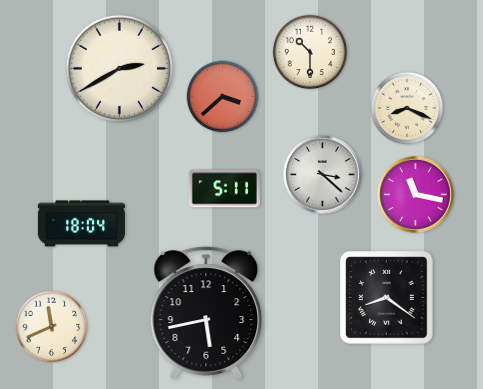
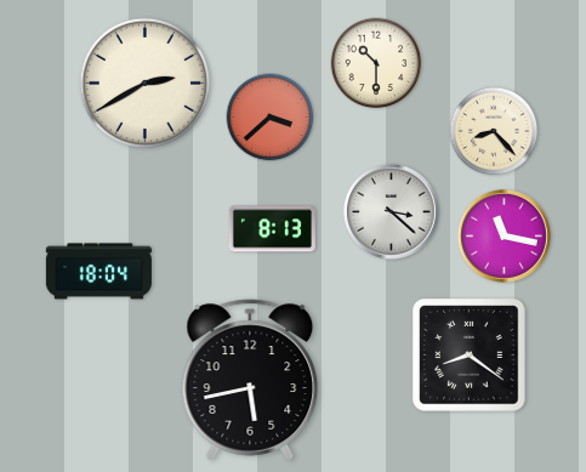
clock at (407, 108): 8:19 -> 8:23
clock at (224, 189): 5:11 -> 8:13
clock at (387, 298) position: (387, 298) -> (470, 356)
clock at (52, 327): 11:41 -> none
